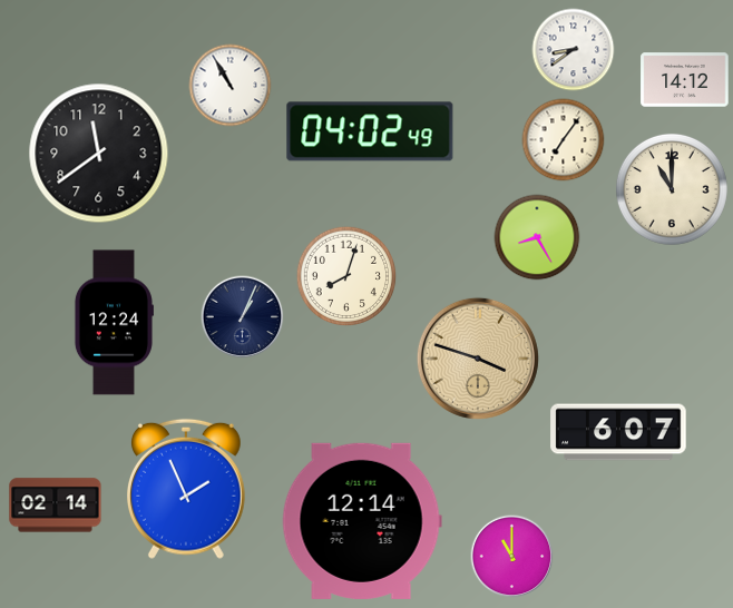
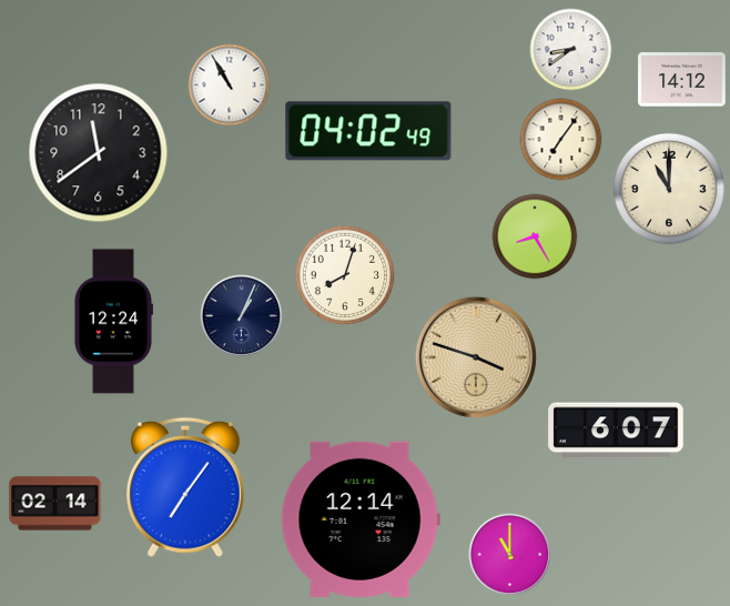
clock at (187, 489): 1:56 -> 7:06
